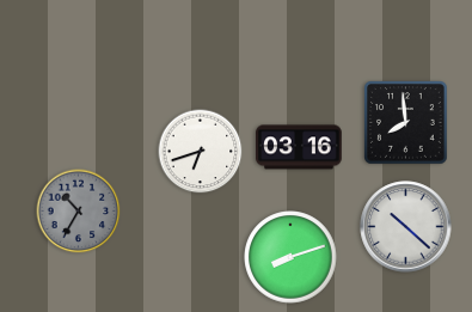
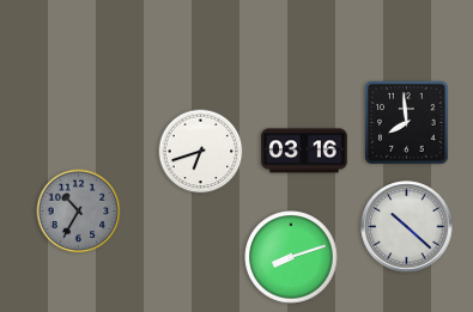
clock at (299, 147) position: (299, 147) -> (304, 151)
